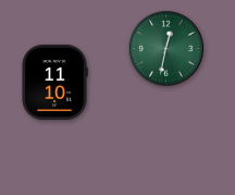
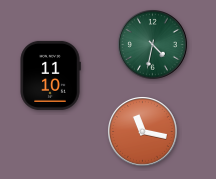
clock at (166, 49): 12:32 -> 4:32
clock at (143, 132): none -> 11:17
